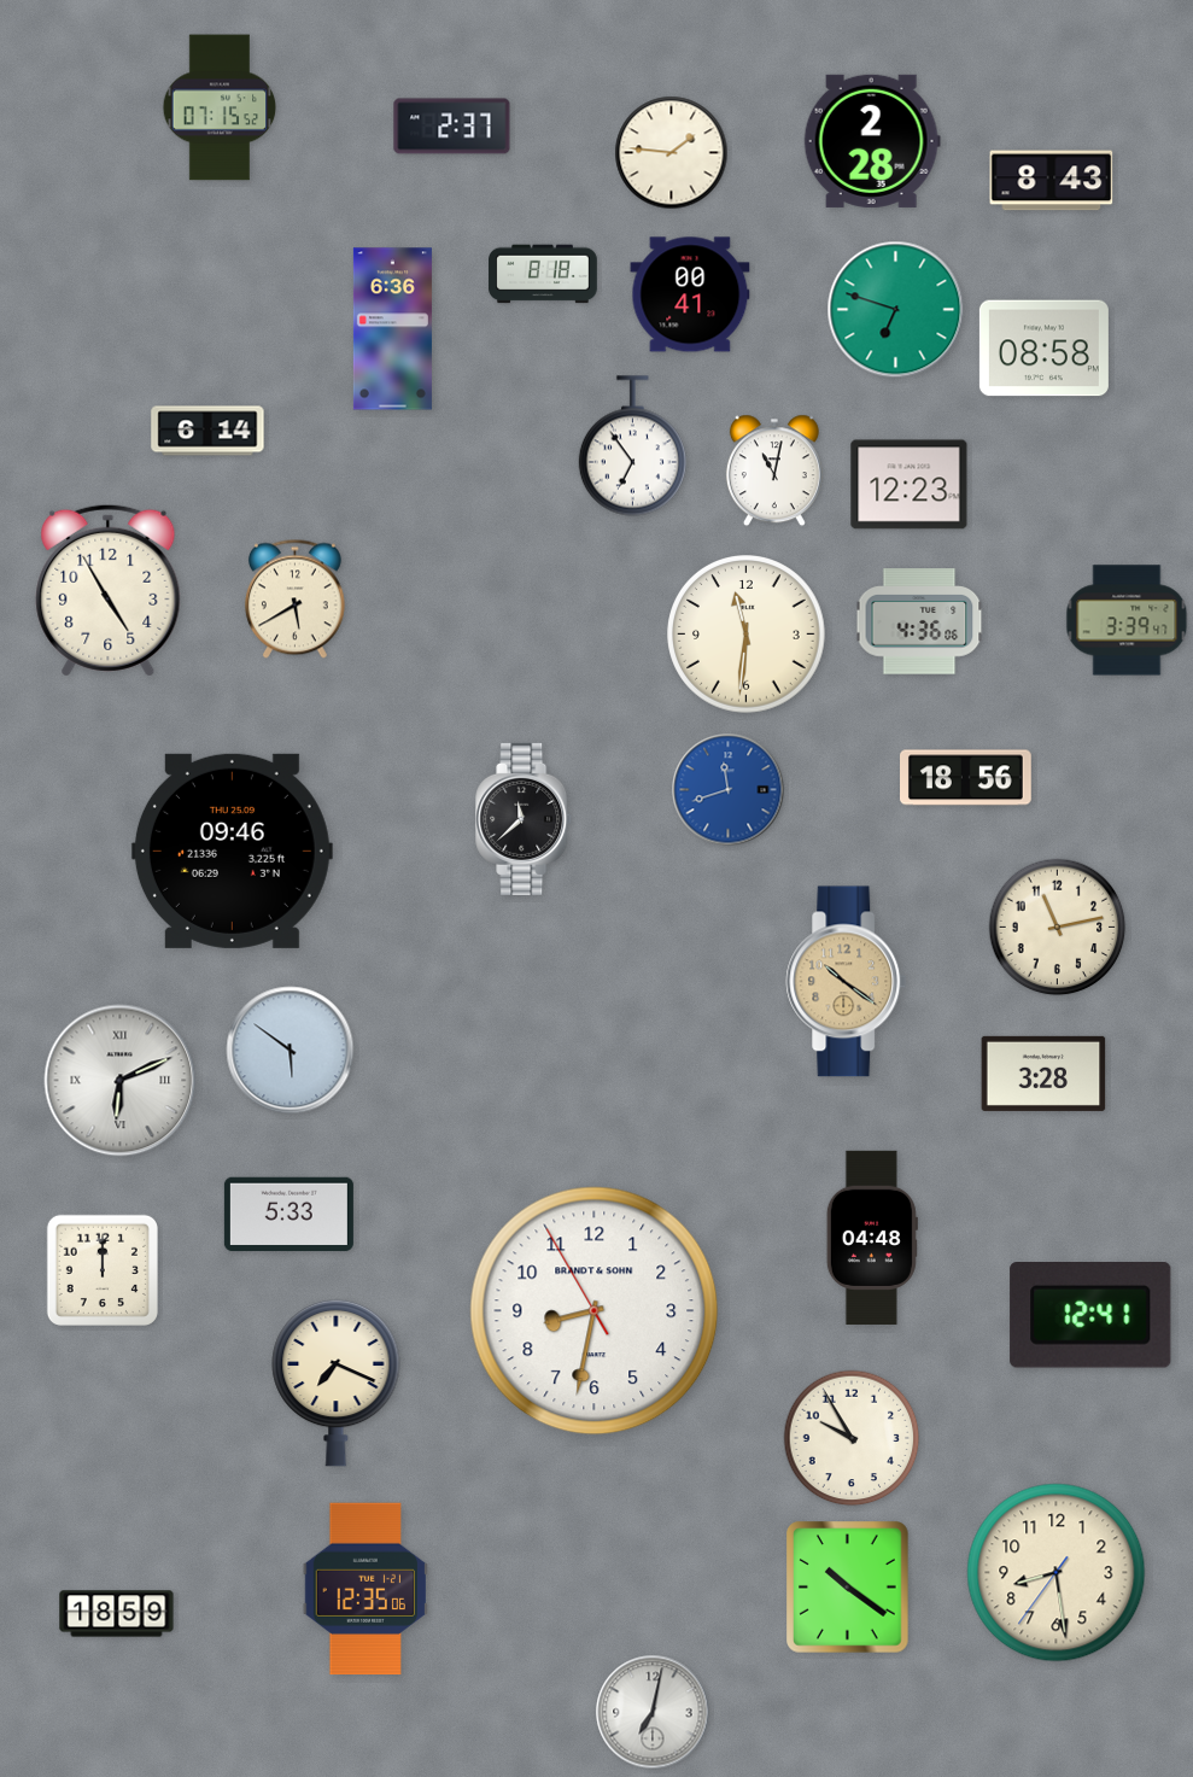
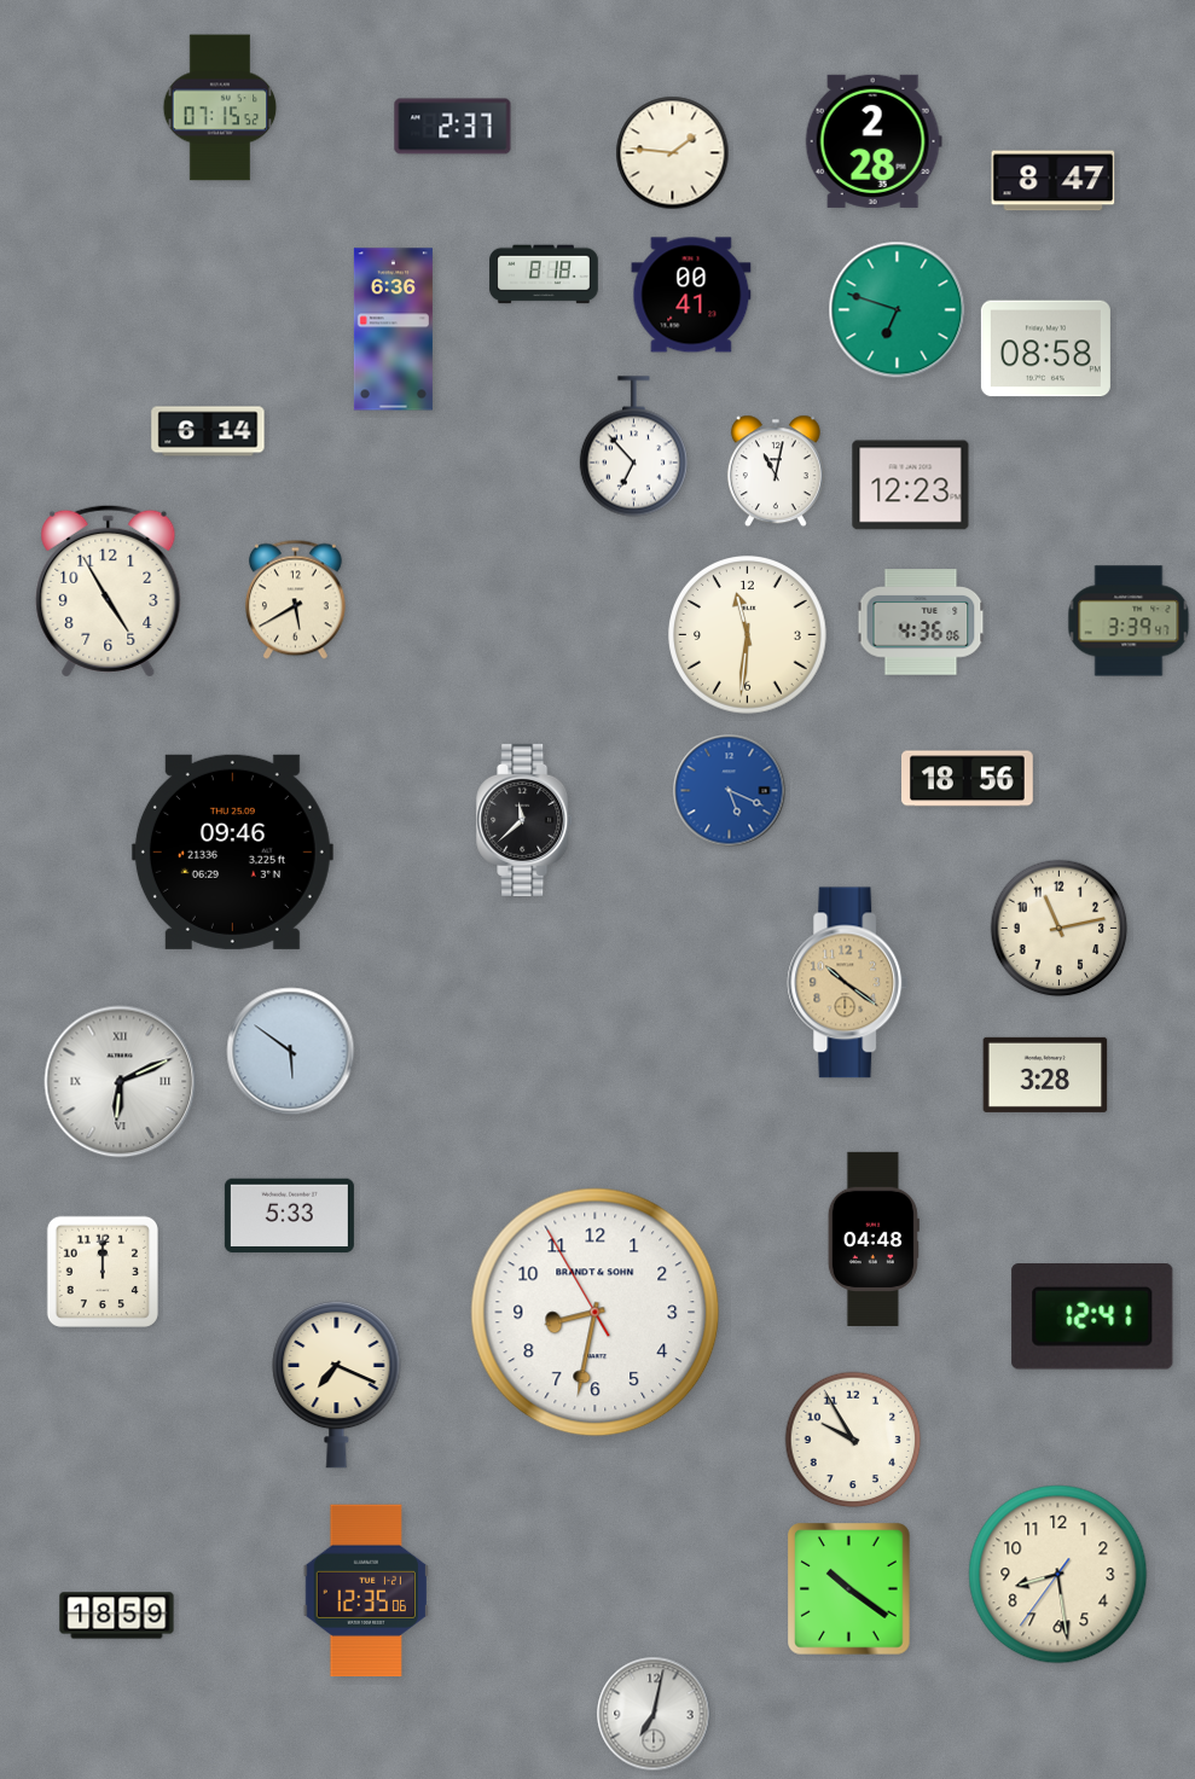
clock at (1052, 181): 8:43 -> 8:47
clock at (632, 446): 6:54 -> 6:53
clock at (729, 790): 11:42 -> 5:19
